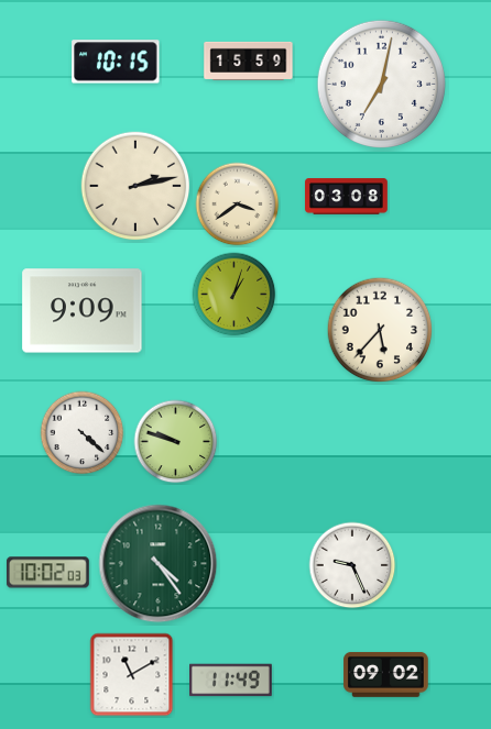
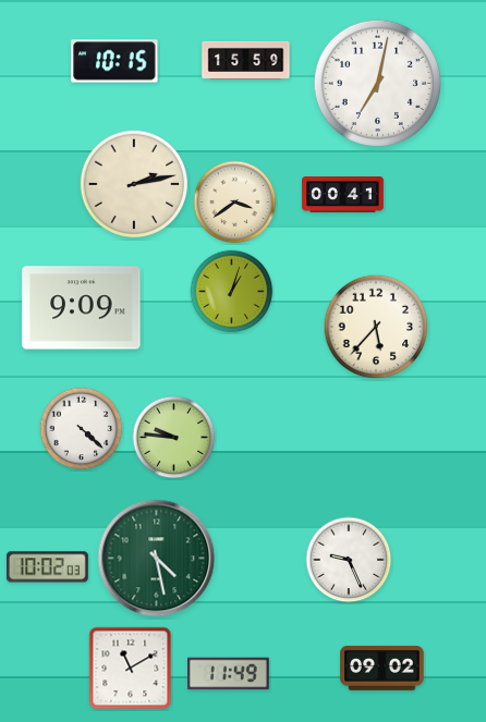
clock at (347, 197): 03:08 -> 00:41
clock at (176, 442): 9:48 -> 9:46
clock at (159, 564): 4:24 -> 4:28
